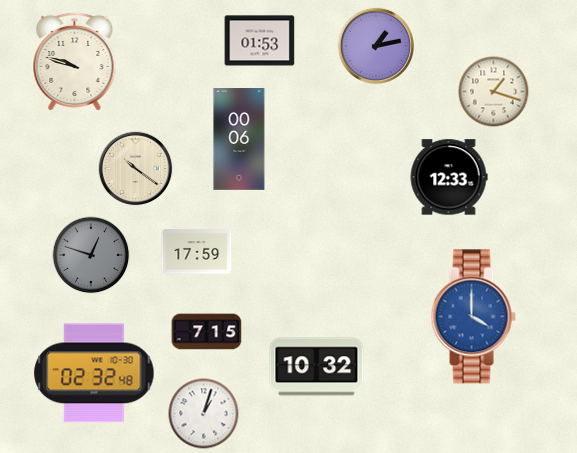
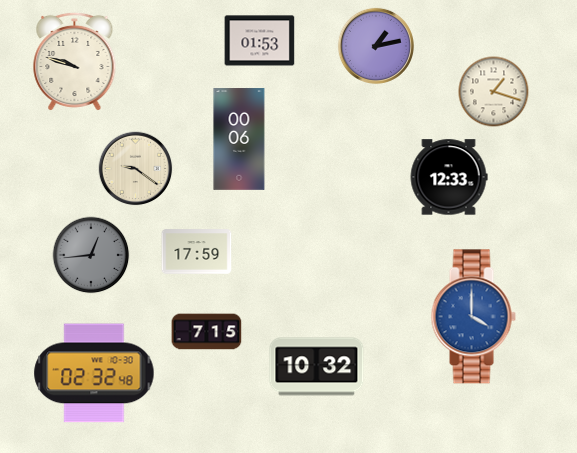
clock at (136, 169): 10:21 -> 9:21
clock at (91, 255): 12:48 -> 12:44
clock at (204, 414): 1:03 -> none
